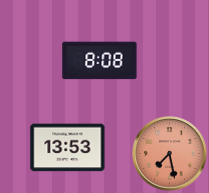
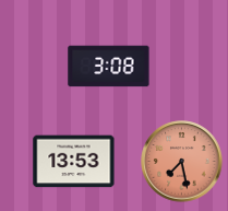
clock at (100, 61): 8:08 -> 3:08
clock at (170, 154) position: (170, 154) -> (182, 162)
